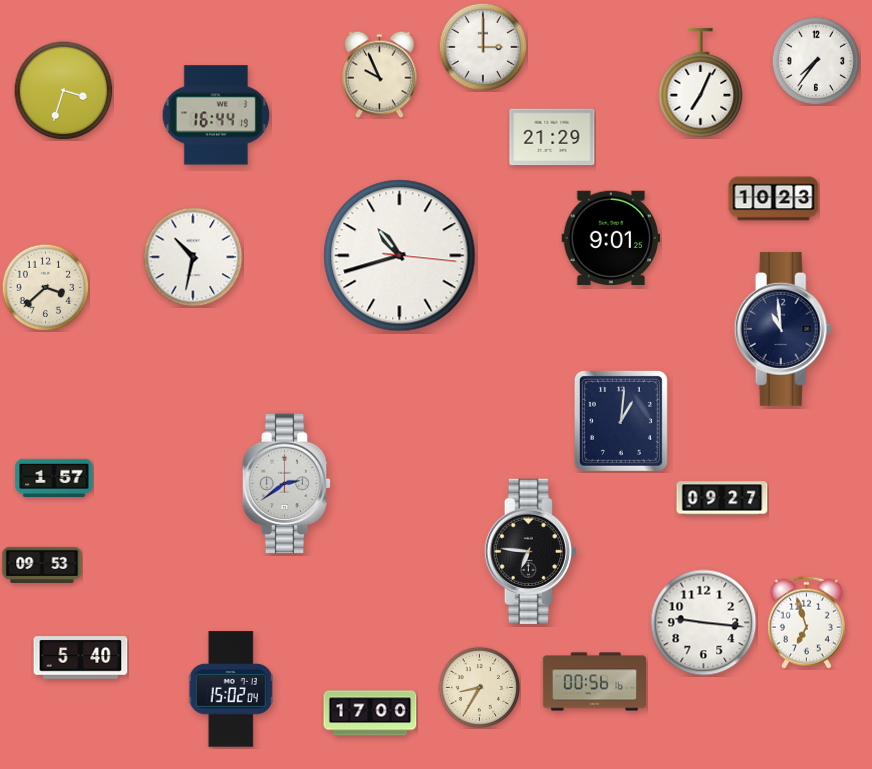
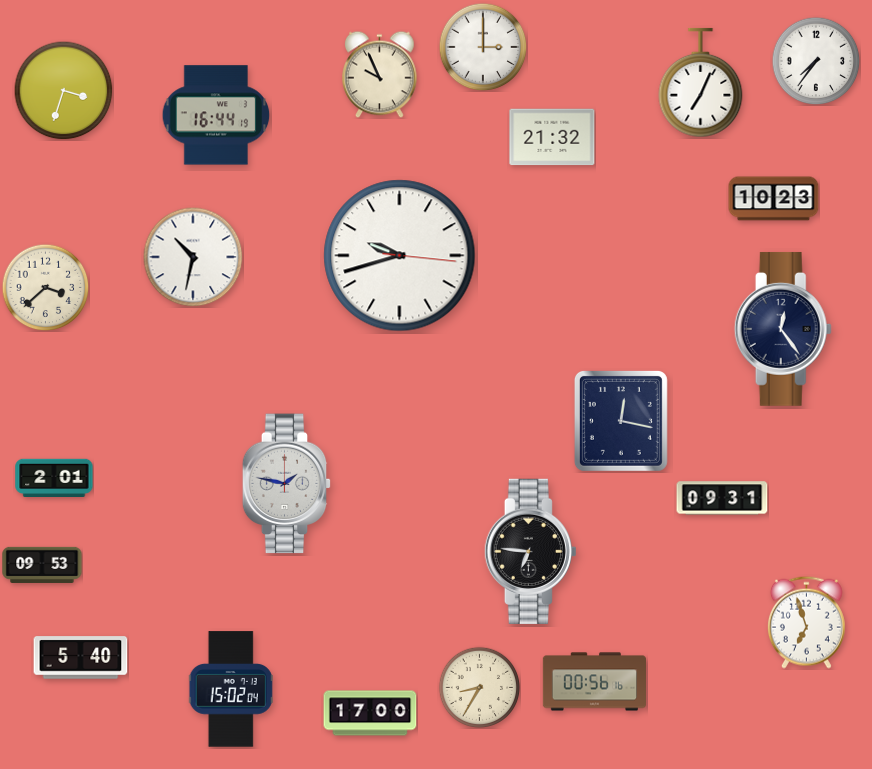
clock at (552, 137): 21:29 -> 21:32
clock at (611, 238): 9:01 -> none
clock at (400, 256): 10:42 -> 9:42
clock at (783, 329): 10:59 -> 12:24
clock at (621, 421): 1:01 -> 12:17
clock at (54, 478): 1:57 -> 2:01
clock at (287, 484): 2:39 -> 1:47
clock at (722, 498): 09:27 -> 09:31
clock at (704, 623): 9:16 -> none
